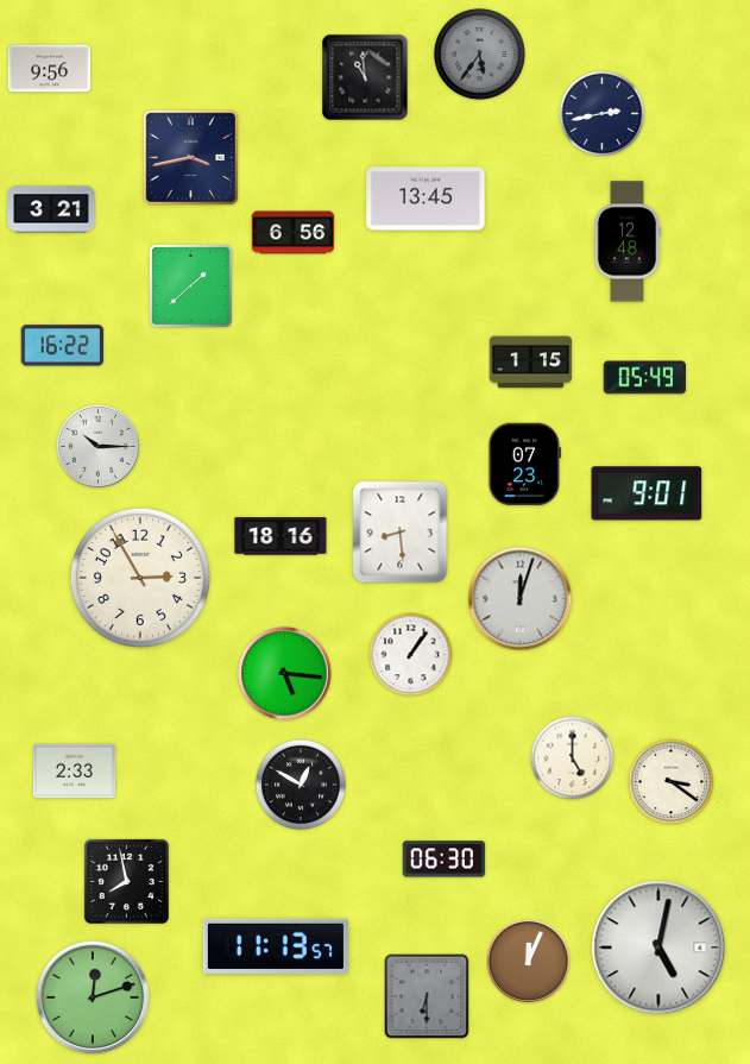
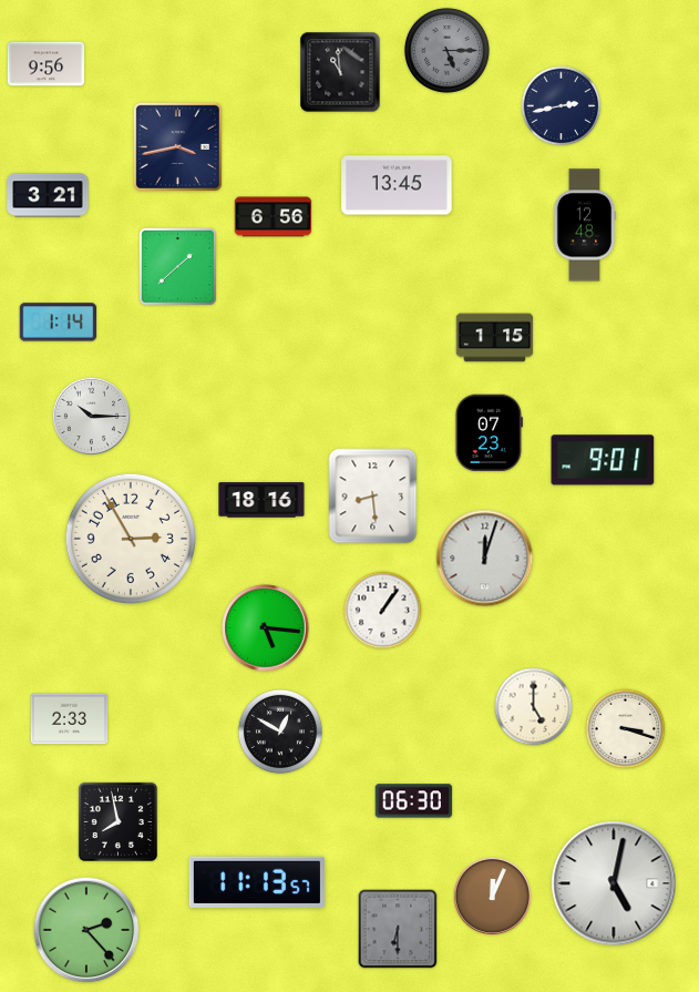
clock at (479, 53): 5:36 -> 5:15
clock at (63, 346): 16:22 -> 1:14
clock at (645, 378): 05:49 -> none
clock at (672, 782): 3:21 -> 3:18
clock at (93, 997): 12:12 -> 2:23
